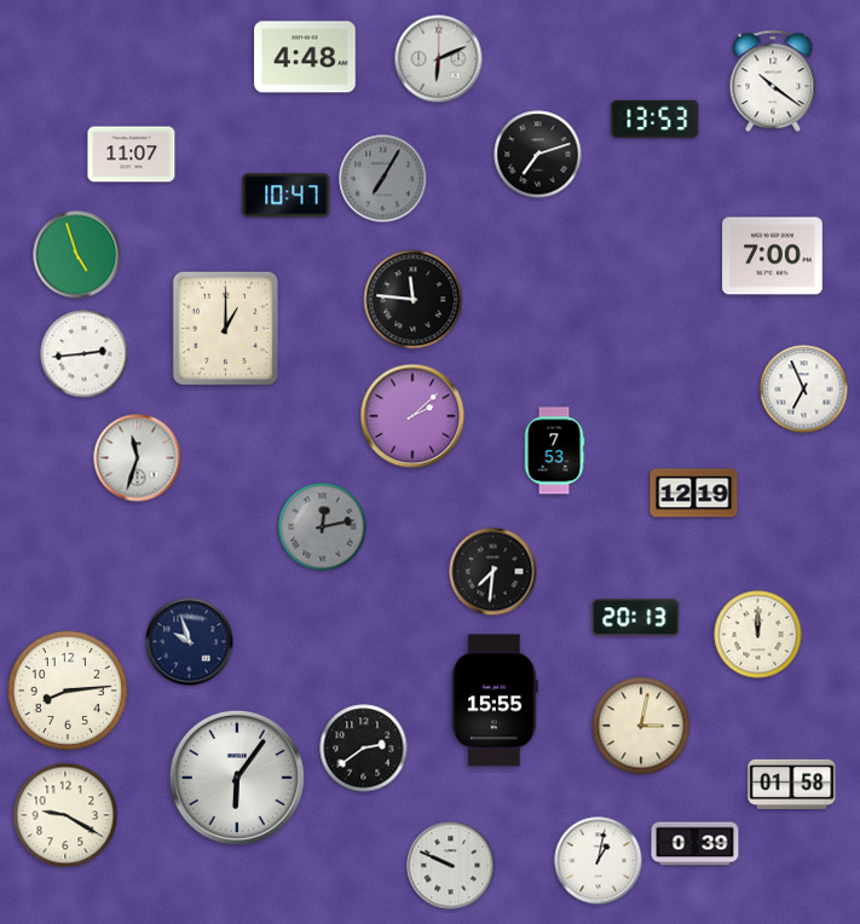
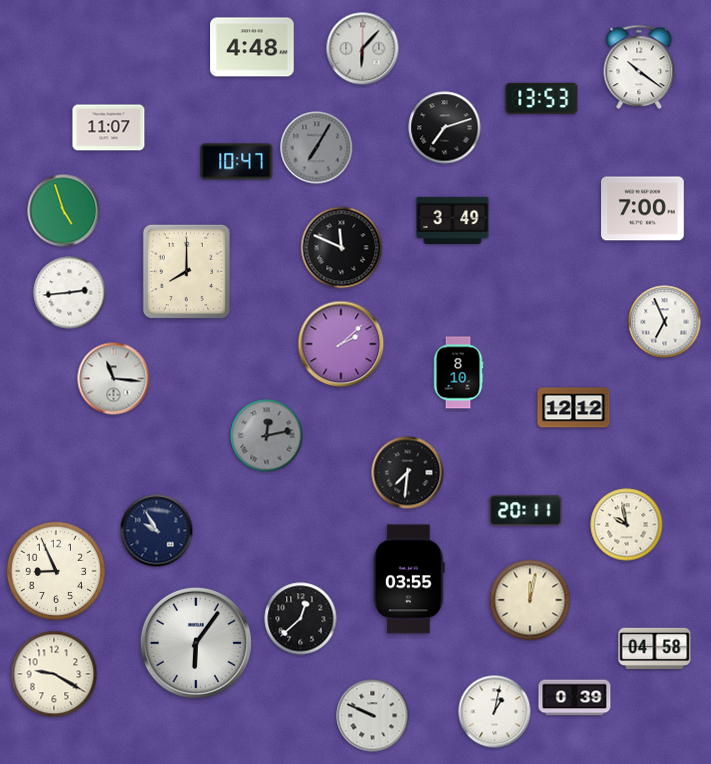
clock at (439, 59): 6:11 -> 6:07
clock at (773, 256) position: (773, 256) -> (643, 209)
clock at (453, 220): none -> 3:49
clock at (414, 300): 11:46 -> 11:49
clock at (225, 328): 1:00 -> 8:00
clock at (554, 451): 7:53 -> 8:10
clock at (138, 458): 11:33 -> 11:16
clock at (694, 493): 12:19 -> 12:12
clock at (636, 618): 20:13 -> 20:11
clock at (758, 635): 12:00 -> 9:58
clock at (190, 642): 9:57 -> 9:55
clock at (68, 691): 8:14 -> 8:56
clock at (496, 700): 15:55 -> 03:55
clock at (641, 726): 3:02 -> 12:02
clock at (364, 749): 2:39 -> 12:38
clock at (792, 784): 01:58 -> 04:58
